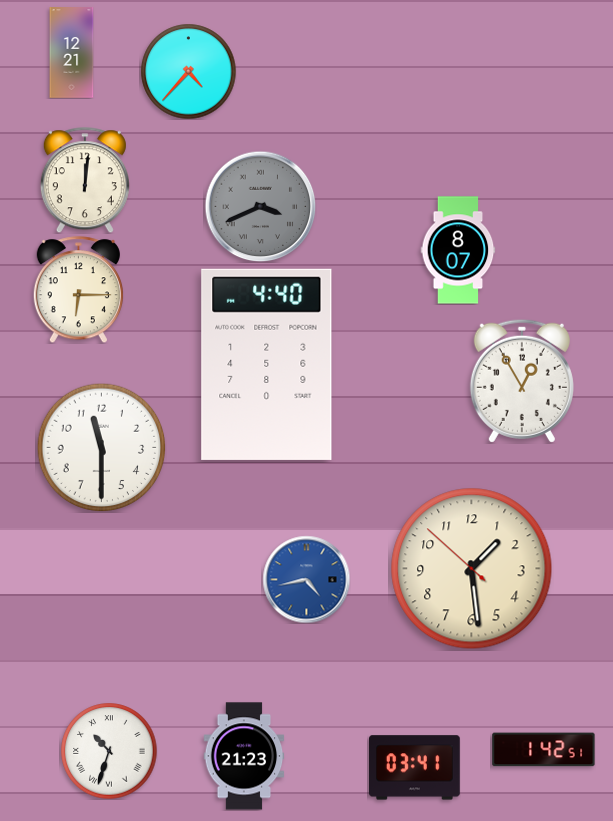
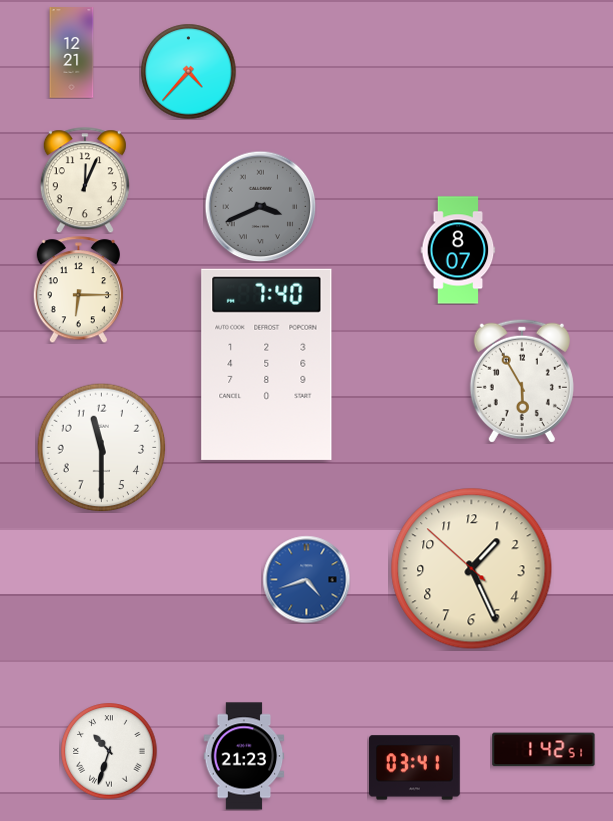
clock at (85, 180): 12:01 -> 12:04
clock at (267, 364): 4:40 -> 7:40
clock at (522, 381): 12:55 -> 5:55
clock at (472, 569): 1:28 -> 1:25
clock at (306, 579): 4:43 -> 4:42
